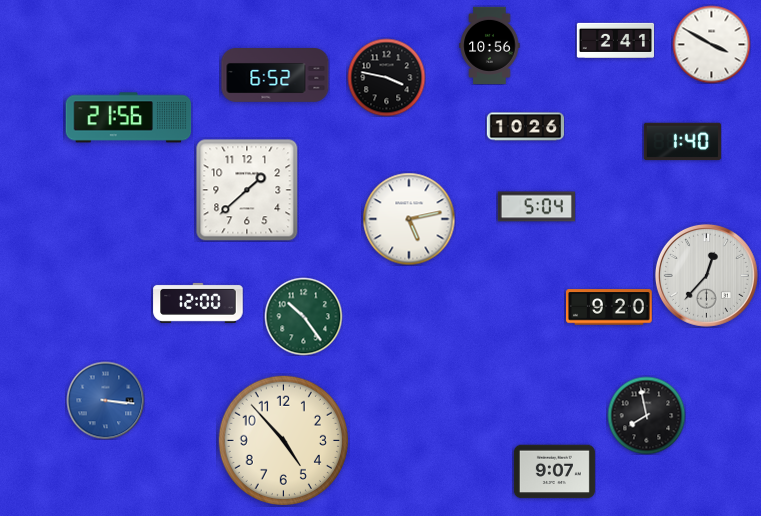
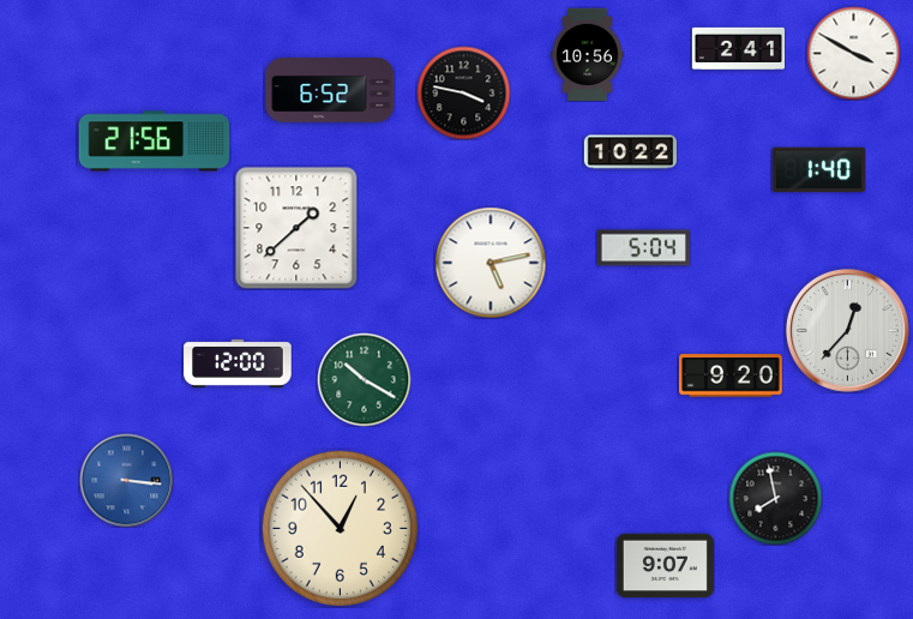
clock at (525, 127): 10:26 -> 10:22
clock at (610, 307) position: (610, 307) -> (732, 375)
clock at (303, 316): 10:24 -> 10:20
clock at (283, 440): 4:53 -> 12:53
